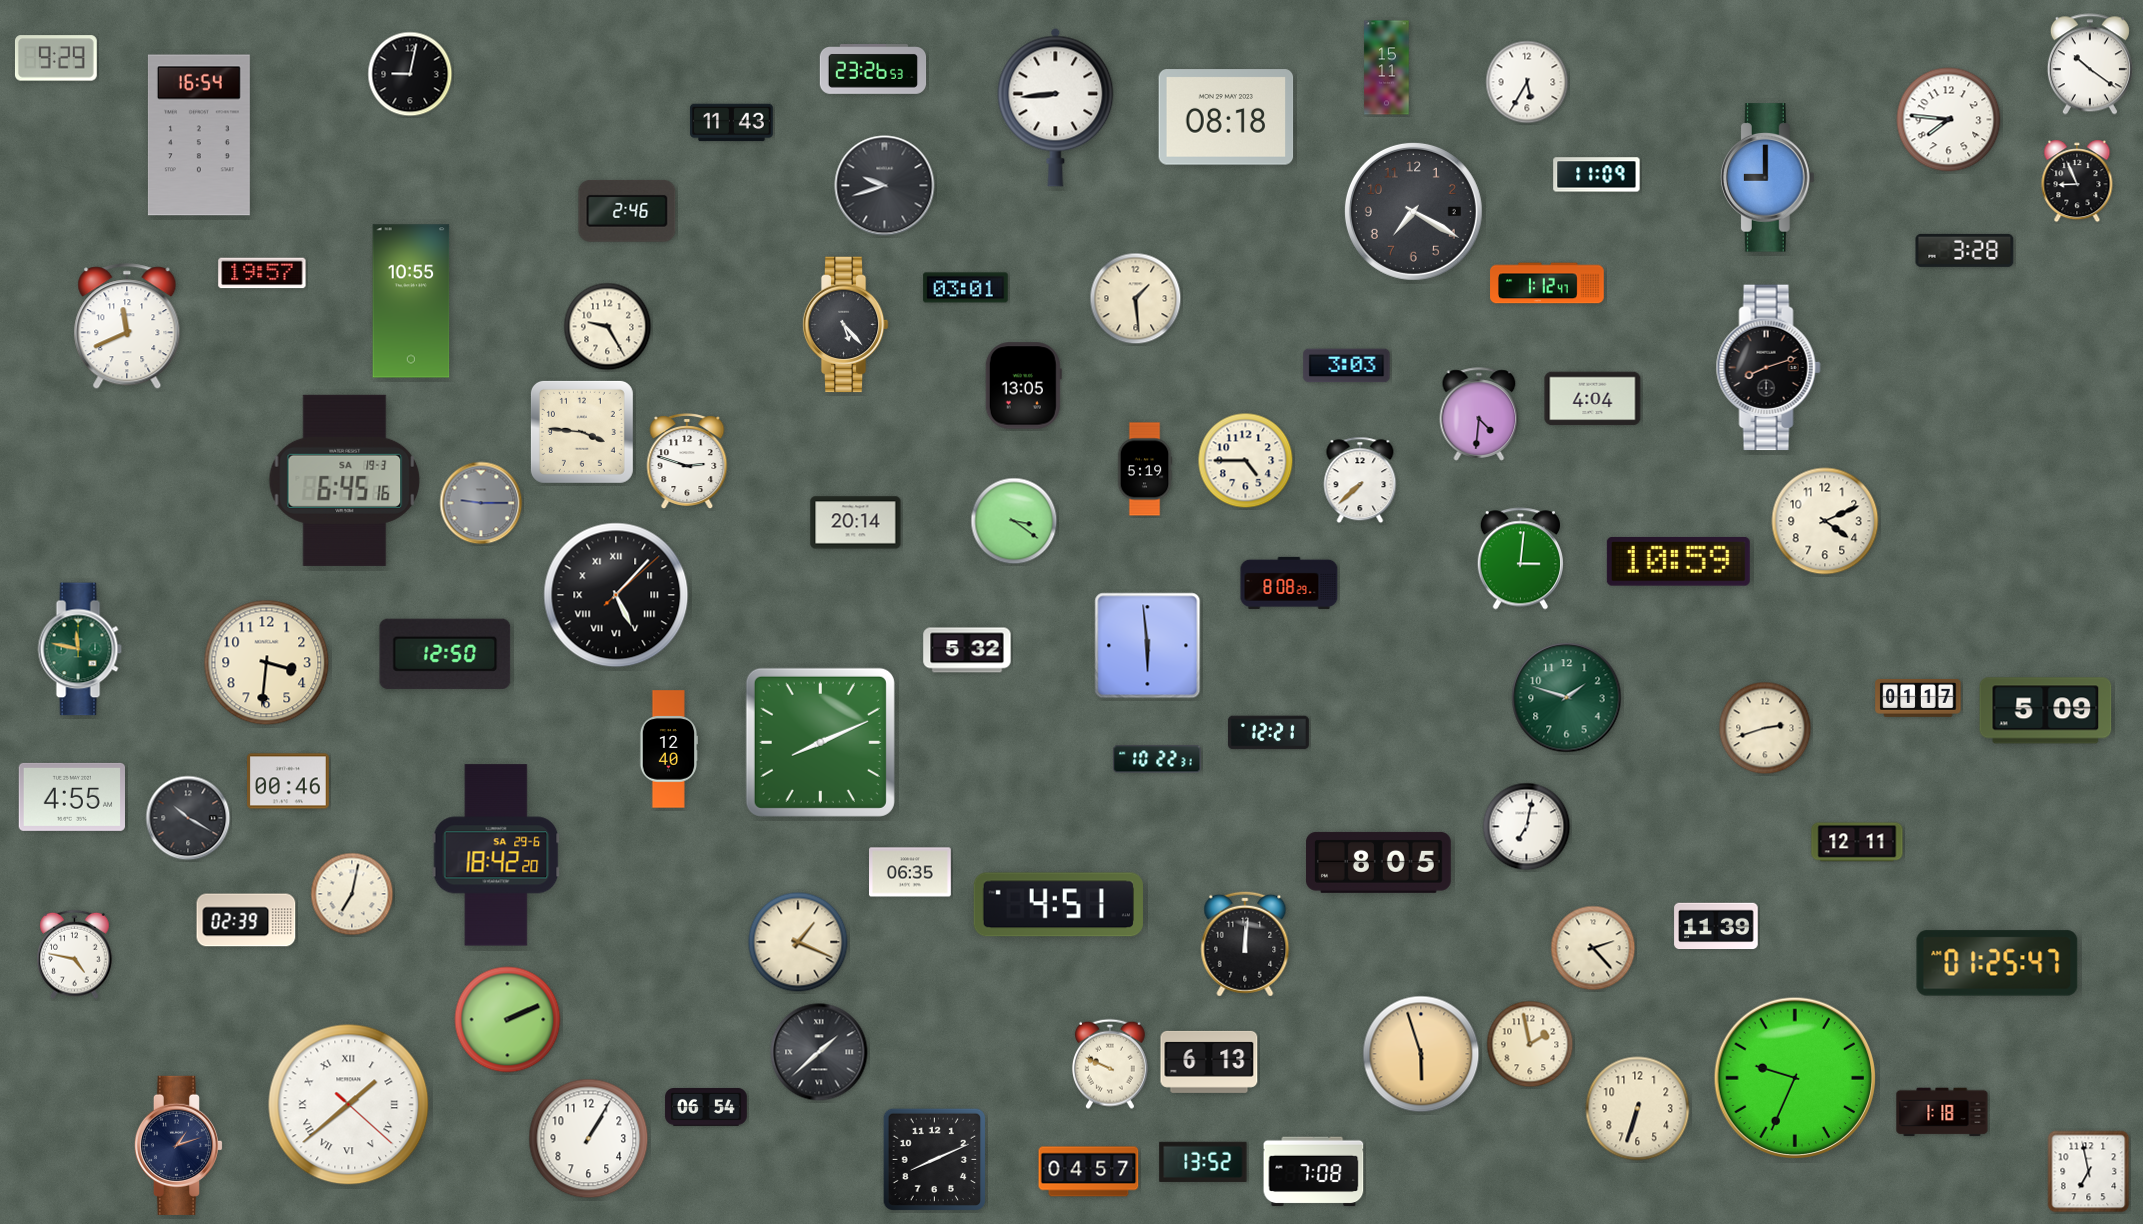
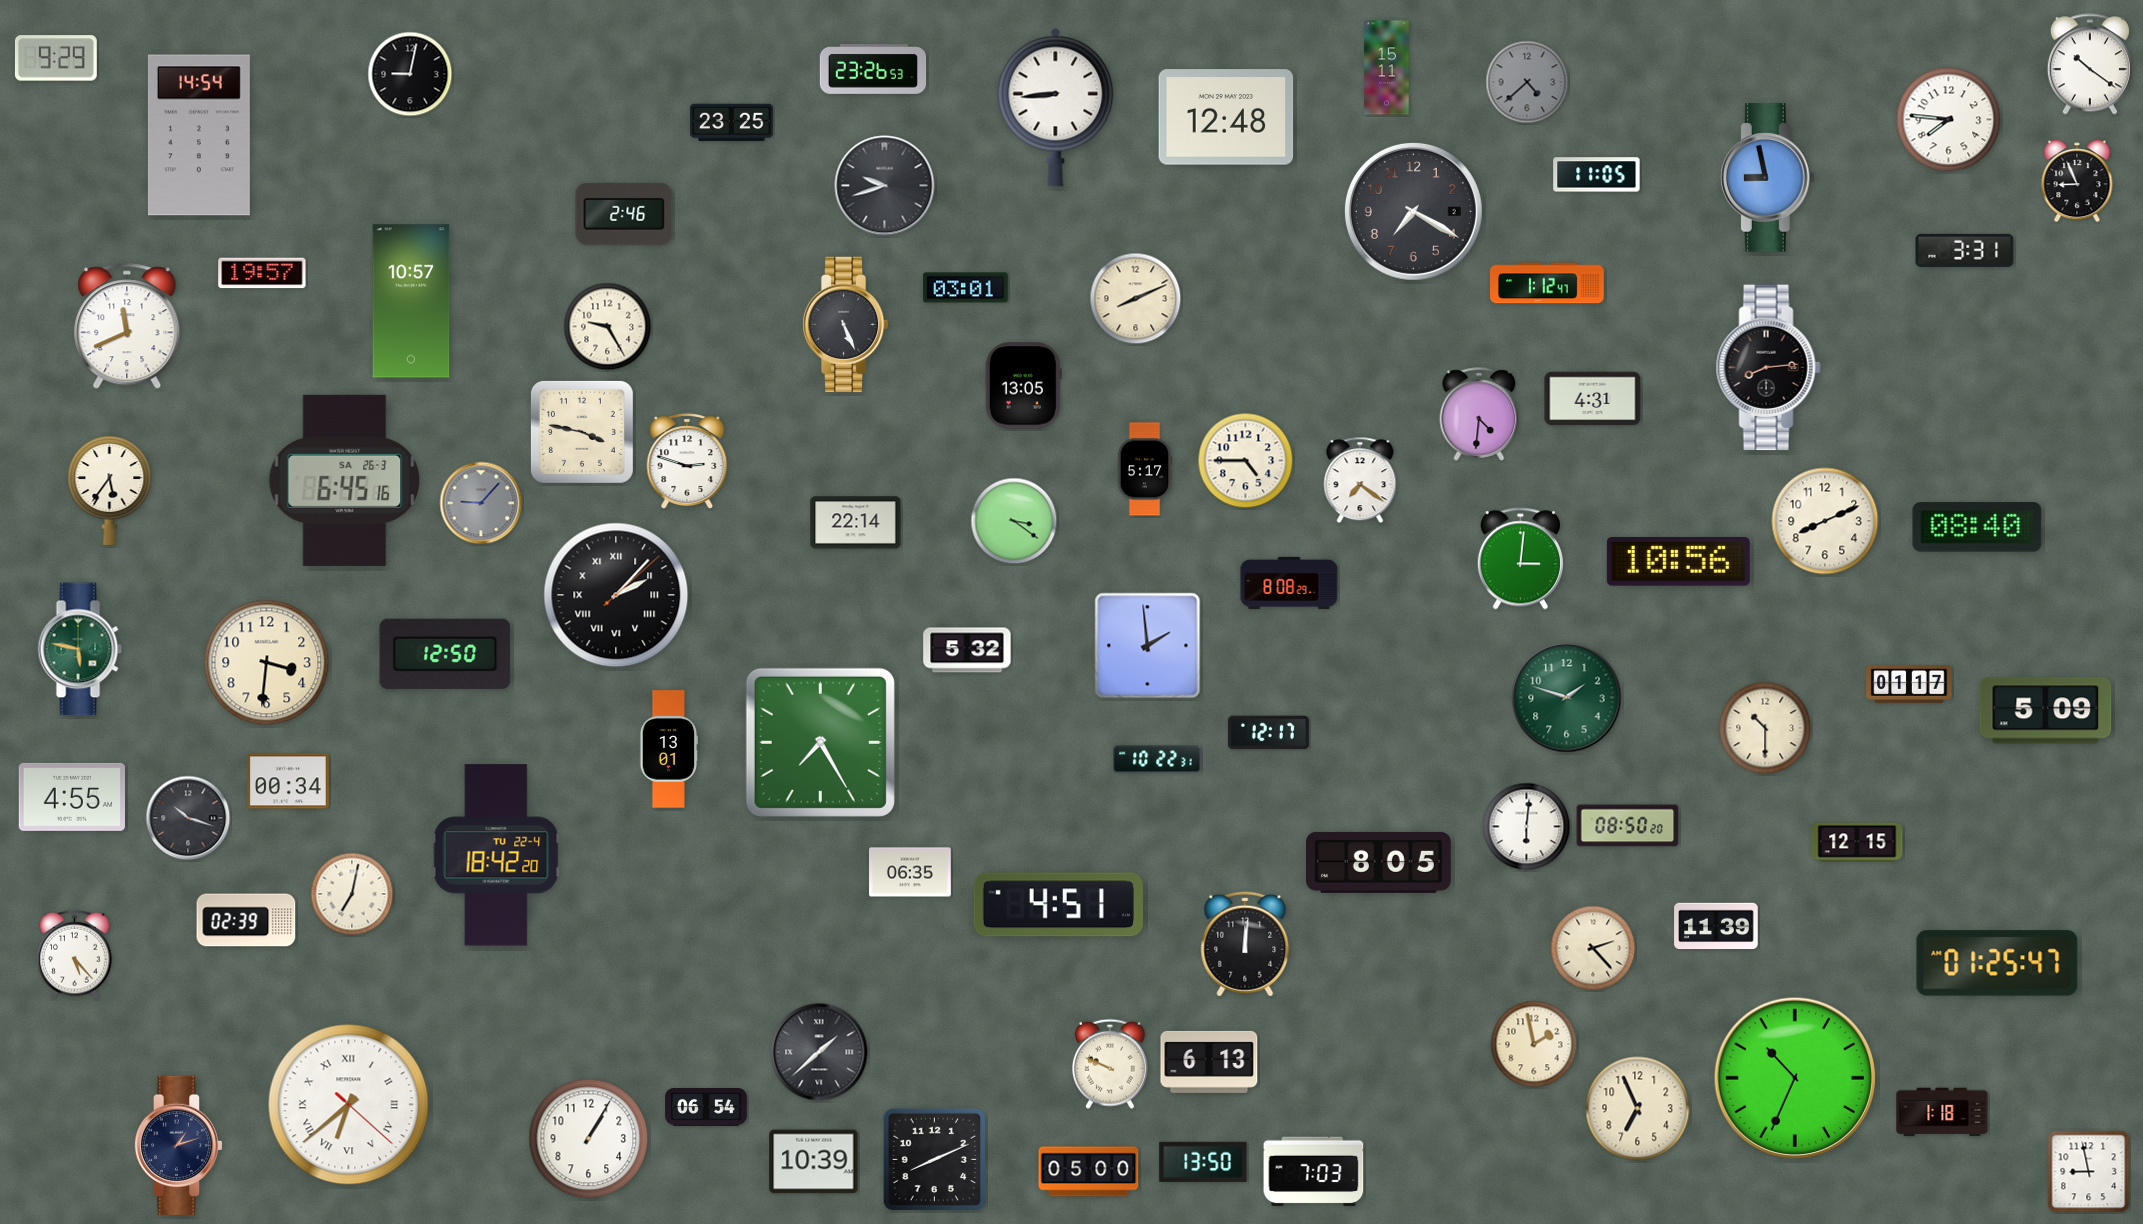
clock at (1527, 82): 5:35 -> 4:38
clock at (1527, 82) dial: white -> grey
clock at (1226, 117): 08:18 -> 12:48
clock at (732, 123): 11:43 -> 23:25
clock at (199, 135): 16:54 -> 14:54
clock at (1597, 175): 11:09 -> 11:05
clock at (1767, 178): 9:00 -> 8:58
clock at (627, 211) position: (627, 211) -> (624, 214)
clock at (1965, 250): 3:28 -> 3:31
clock at (1136, 299): 1:29 -> 8:11
clock at (411, 301): 10:55 -> 10:57
clock at (845, 325): 5:23 -> 5:26
clock at (1347, 366): 3:03 -> none
clock at (1768, 368): 8:12 -> 8:14
clock at (1593, 399): 4:04 -> 4:31
clock at (582, 432): 3:46 -> 3:47
clock at (1145, 469): 5:19 -> 5:17
clock at (345, 480) date: SA 19-3 -> SA 26-3
clock at (1360, 480): 7:38 -> 7:21
clock at (110, 490): none -> 5:36
clock at (481, 503): 9:15 -> 9:07
clock at (1825, 521): 4:11 -> 8:11
clock at (856, 523): 20:14 -> 22:14
clock at (1977, 527): none -> 08:40
clock at (1678, 562): 10:59 -> 10:56
clock at (616, 595): 5:07 -> 2:07
clock at (1148, 646): 5:59 -> 1:59
clock at (80, 649): 11:47 -> 5:47
clock at (1918, 698) position: (1918, 698) -> (1909, 684)
clock at (1765, 728): 2:42 -> 10:30
clock at (1268, 733): 12:21 -> 12:17
clock at (820, 742): 8:11 -> 7:25
clock at (669, 749): 12:40 -> 13:01
clock at (289, 781): 00:46 -> 00:34
clock at (188, 818): 10:20 -> 10:18
clock at (1628, 826): none -> 08:50
clock at (1527, 827): 7:02 -> 6:01
clock at (1857, 842): 12:11 -> 12:15
clock at (496, 855) date: SA 29-6 -> TU 22-4
clock at (798, 942): 1:19 -> none
clock at (75, 955): 4:47 -> 5:23
clock at (508, 1020): 2:11 -> none
clock at (1530, 1044) position: (1530, 1044) -> (1534, 1044)
clock at (1421, 1054): 5:57 -> none
clock at (1794, 1077): 9:34 -> 10:34
clock at (349, 1105): 1:38 -> 6:38
clock at (1638, 1109): 6:33 -> 6:56
clock at (814, 1162): none -> 10:39
clock at (1203, 1162): 13:52 -> 13:50
clock at (1089, 1172): 04:57 -> 05:00
clock at (1314, 1172): 7:08 -> 7:03
clock at (2089, 1172): 6:58 -> 8:58
